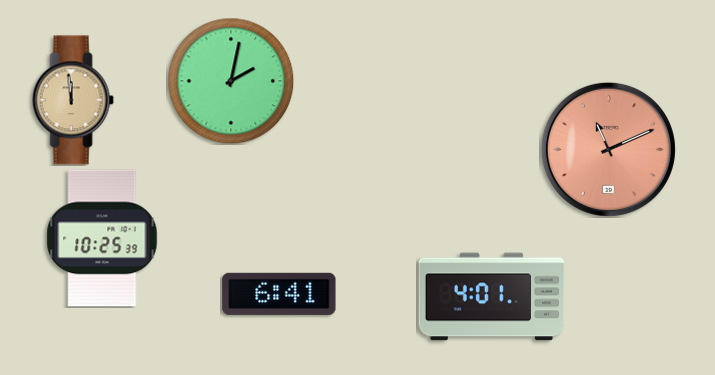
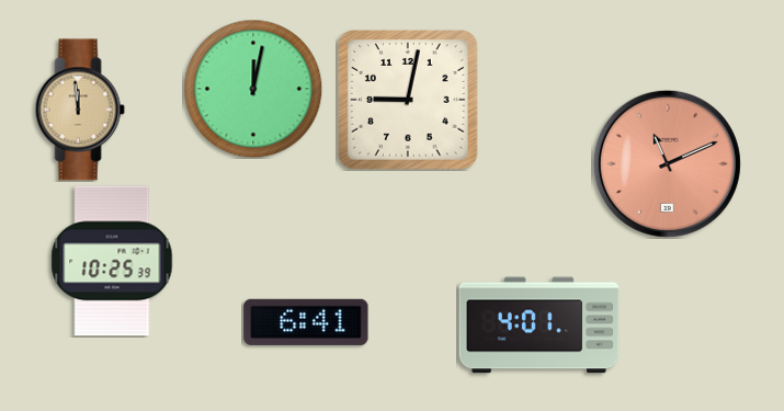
clock at (231, 81): 2:02 -> 12:02
clock at (408, 100): none -> 9:02
